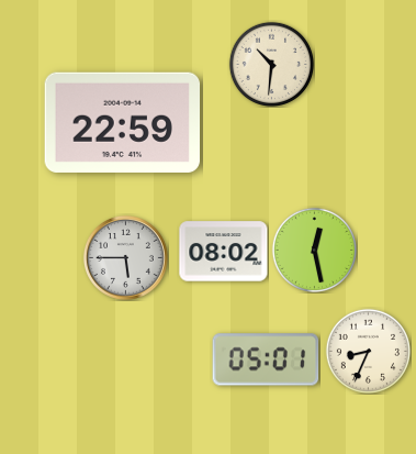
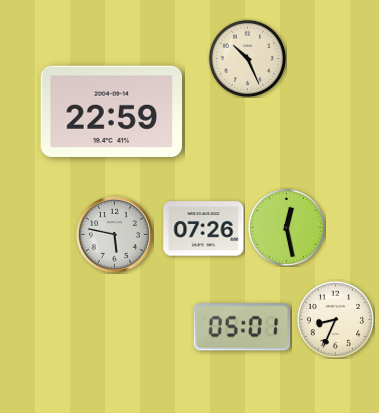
clock at (271, 64): 10:31 -> 10:26
clock at (224, 252): 08:02 -> 07:26
clock at (125, 257): 5:45 -> 5:47
